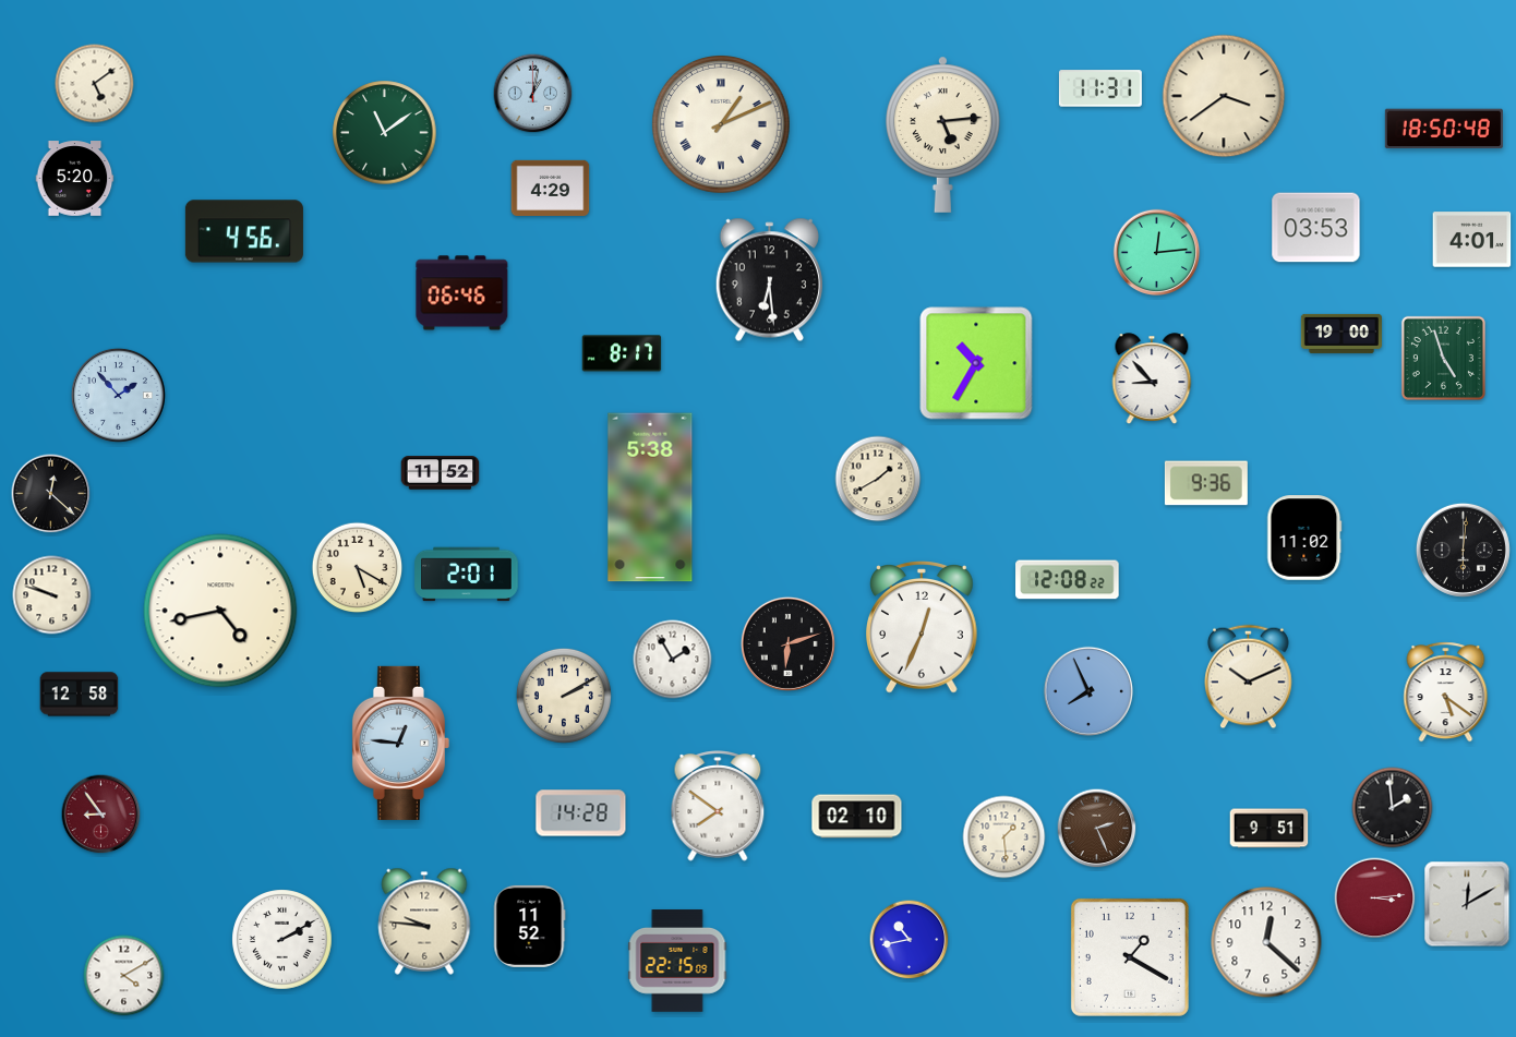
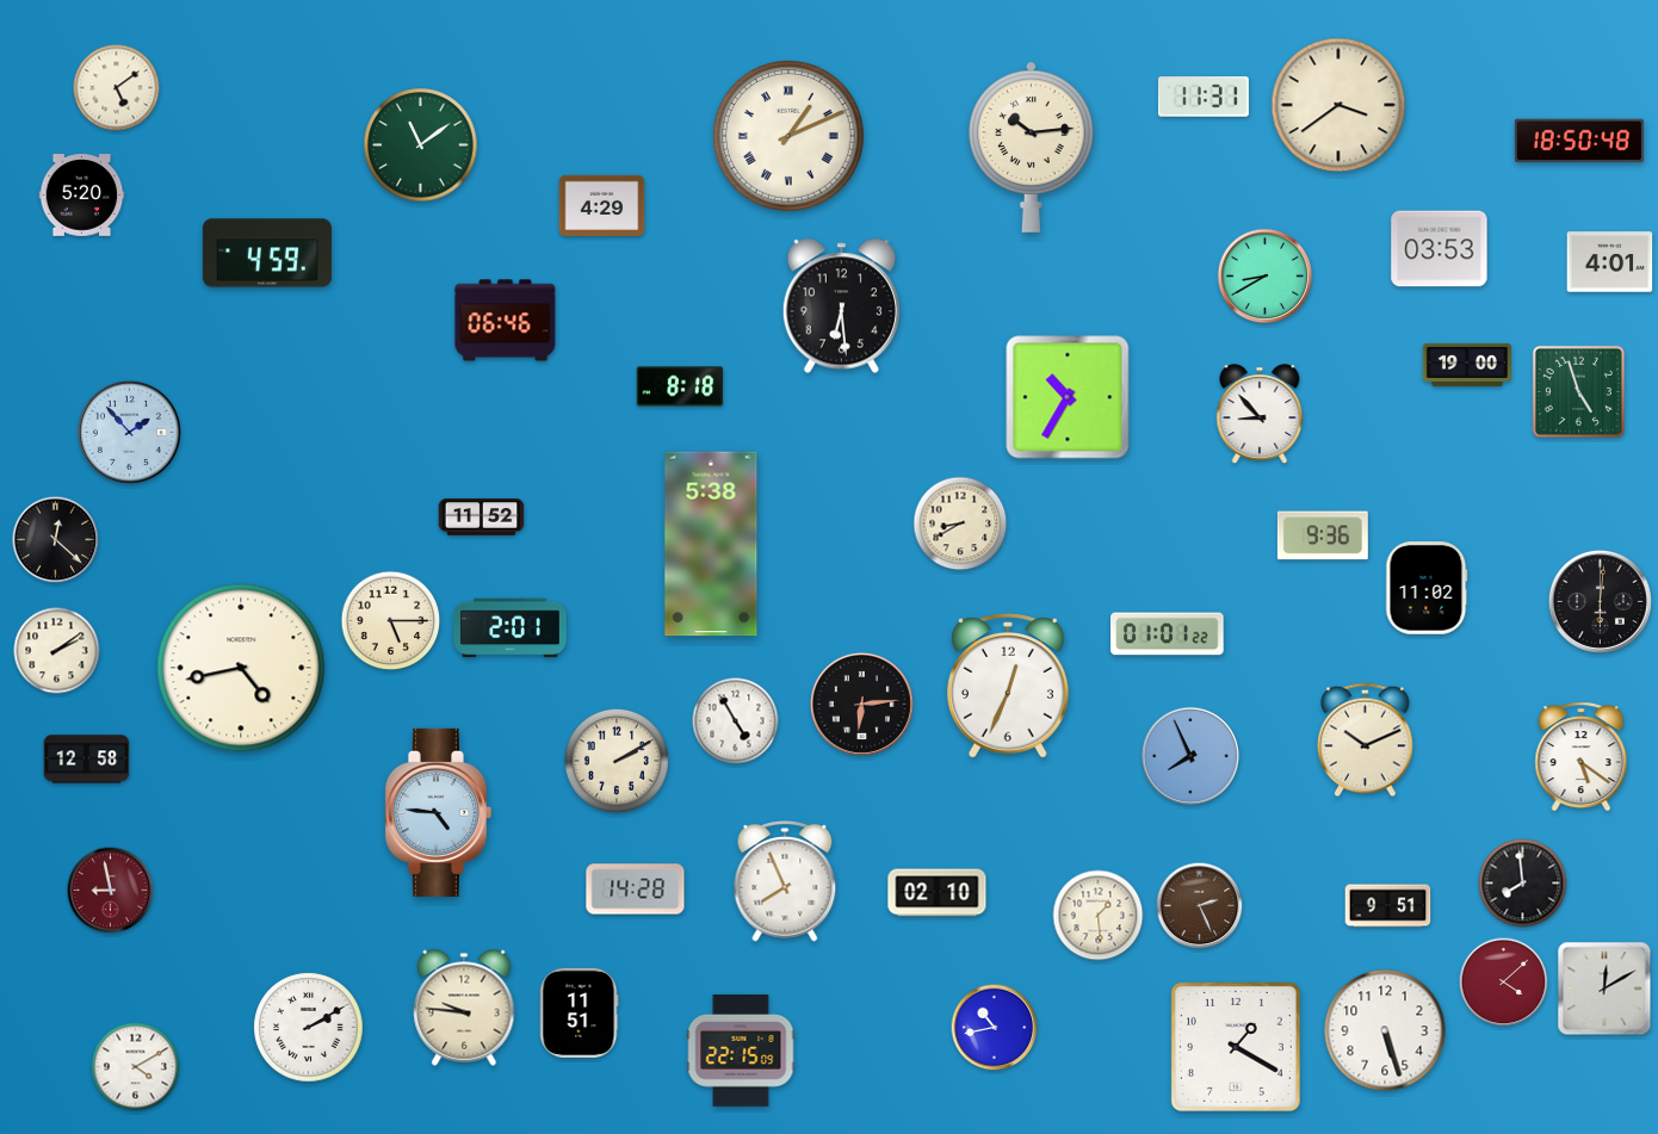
clock at (95, 84) position: (95, 84) -> (117, 88)
clock at (533, 94): 1:02 -> none
clock at (943, 134): 5:14 -> 10:14
clock at (244, 231): 4:56 -> 4:59
clock at (1157, 253): 12:14 -> 8:40
clock at (622, 353): 8:17 -> 8:18
clock at (878, 479): 1:40 -> 8:40
clock at (1206, 483) position: (1206, 483) -> (1323, 535)
clock at (358, 568): 5:20 -> 5:15
clock at (1068, 580): 12:08 -> 01:01
clock at (52, 595): 9:48 -> 2:09
clock at (787, 643): 6:12 -> 6:14
clock at (673, 660): 1:55 -> 4:55
clock at (400, 743): 12:46 -> 4:46
clock at (718, 806): 7:51 -> 7:56
clock at (1393, 808): 1:59 -> 7:59
clock at (101, 815): 8:54 -> 8:58
clock at (1375, 899): 3:14 -> 4:08
clock at (529, 926): 11:52 -> 11:51
clock at (1266, 942): 12:22 -> 5:27
